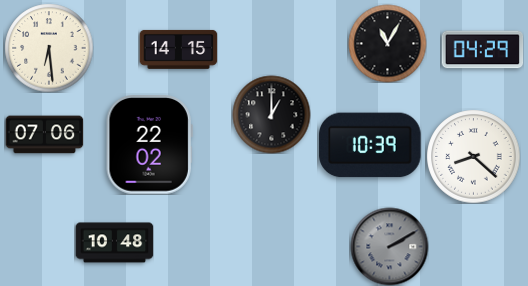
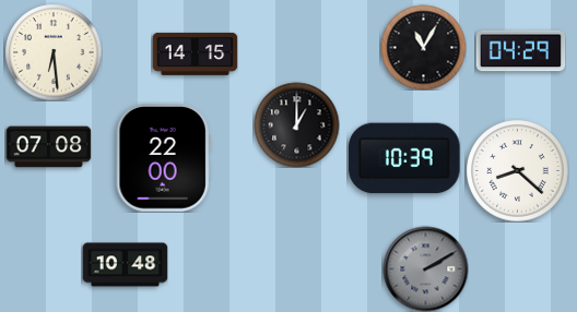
clock at (482, 50) position: (482, 50) -> (520, 51)
clock at (44, 135): 07:06 -> 07:08
clock at (149, 145): 22:02 -> 22:00
